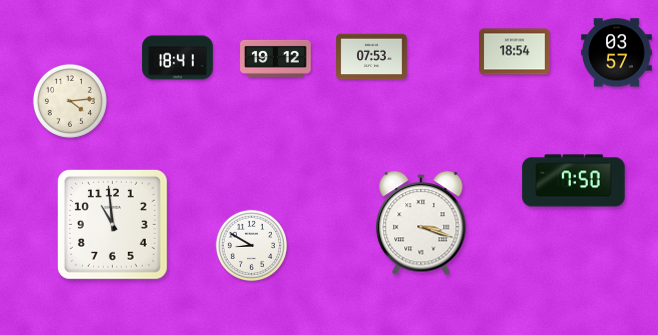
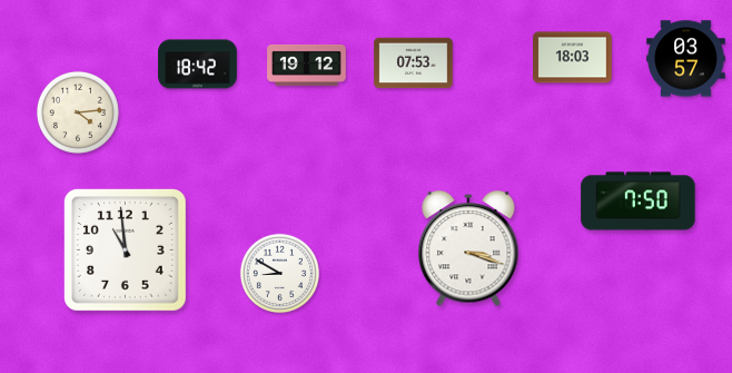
clock at (515, 52): 18:54 -> 18:03
clock at (178, 58): 18:41 -> 18:42
